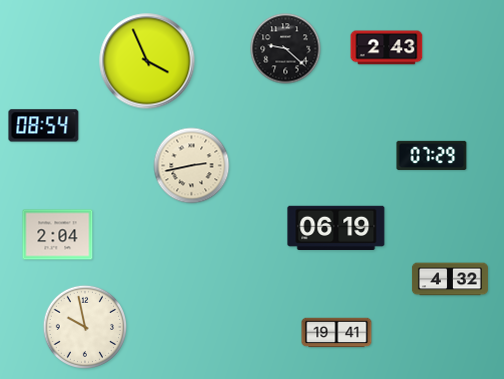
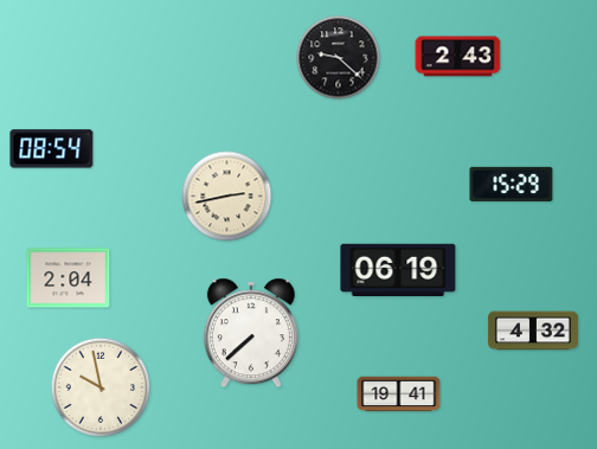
clock at (147, 61): 3:56 -> none
clock at (432, 155): 07:29 -> 15:29
clock at (251, 333): none -> 7:38
